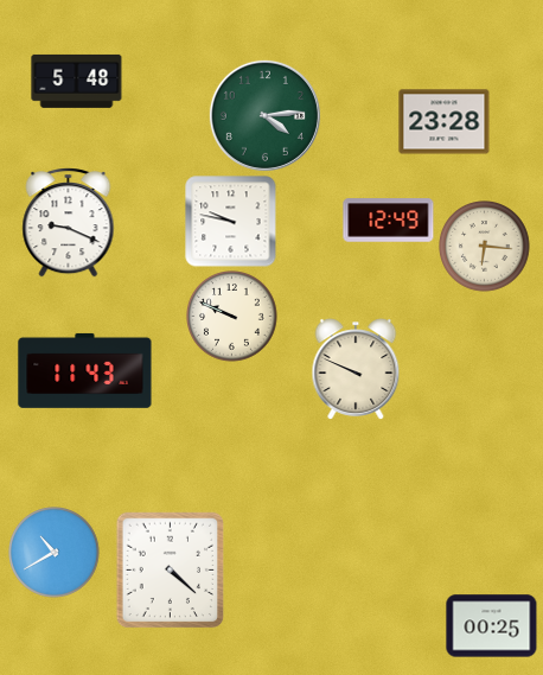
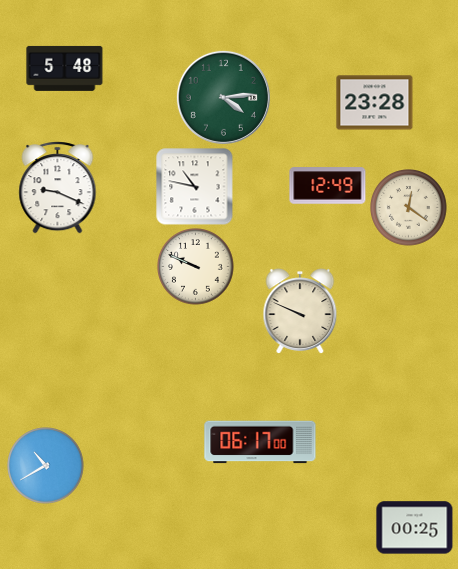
clock at (231, 222): 9:47 -> 10:47
clock at (485, 247): 6:16 -> 12:21
clock at (85, 370): 11:43 -> none
clock at (260, 442): none -> 06:17
clock at (171, 571): 4:22 -> none
